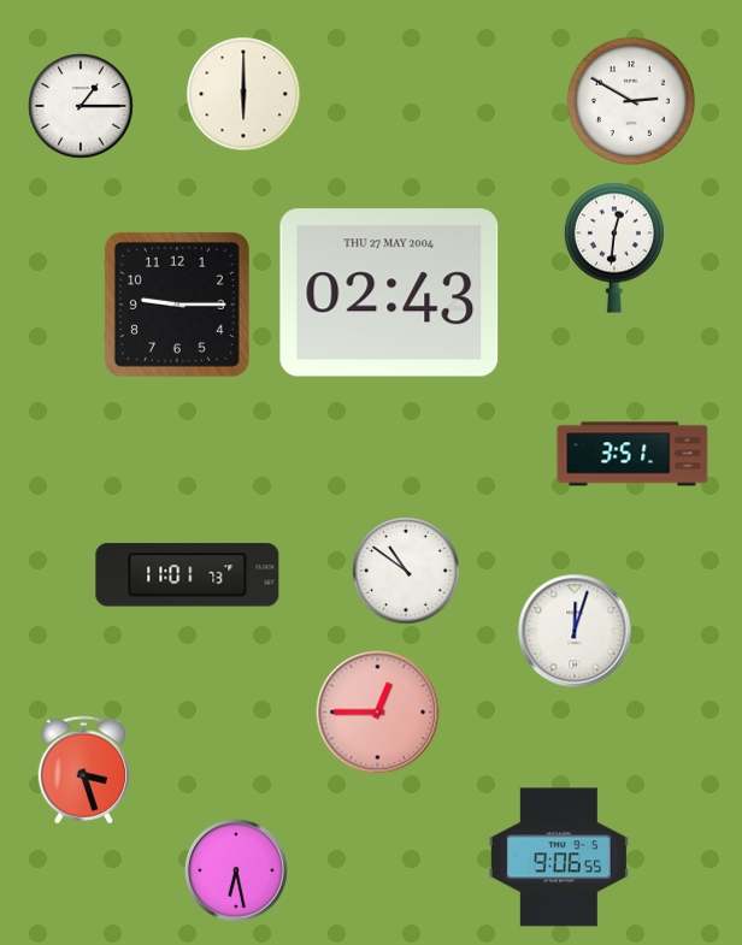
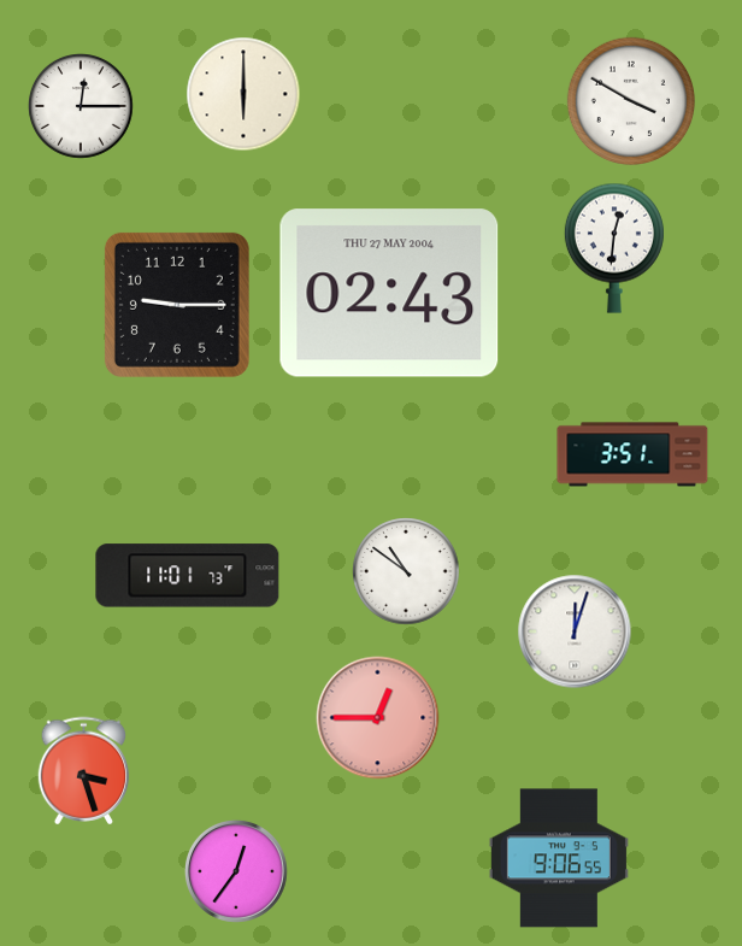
clock at (630, 100): 2:50 -> 3:50
clock at (82, 107): 1:15 -> 12:15
clock at (378, 713) position: (378, 713) -> (378, 718)
clock at (236, 870): 6:28 -> 12:36
